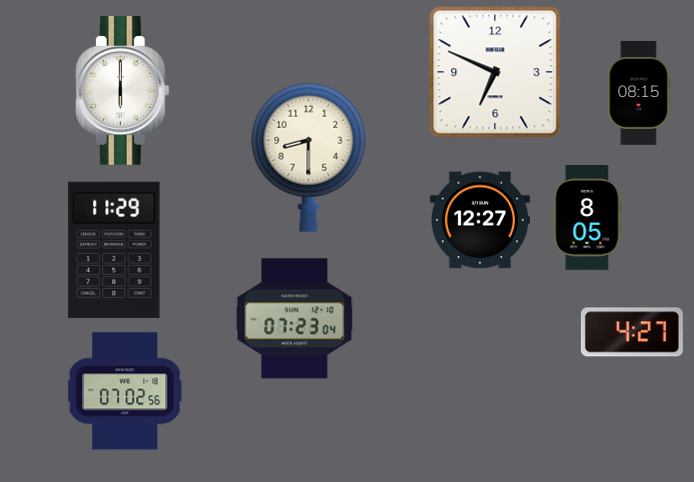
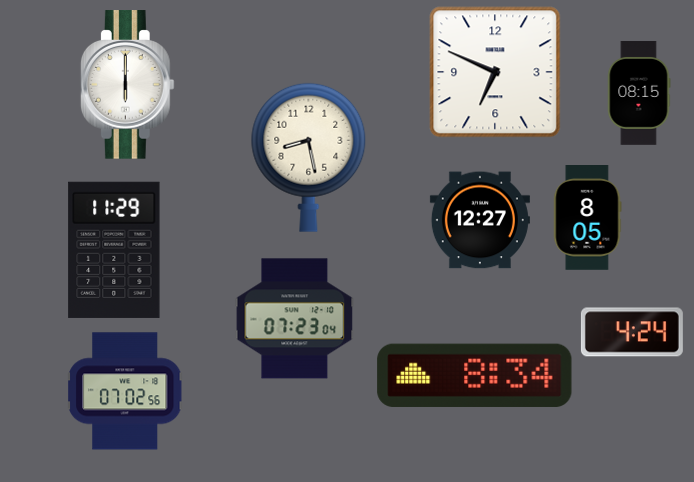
clock at (122, 91) position: (122, 91) -> (127, 85)
clock at (309, 157): 8:30 -> 8:28
clock at (632, 332): 4:27 -> 4:24
clock at (475, 375): none -> 8:34
